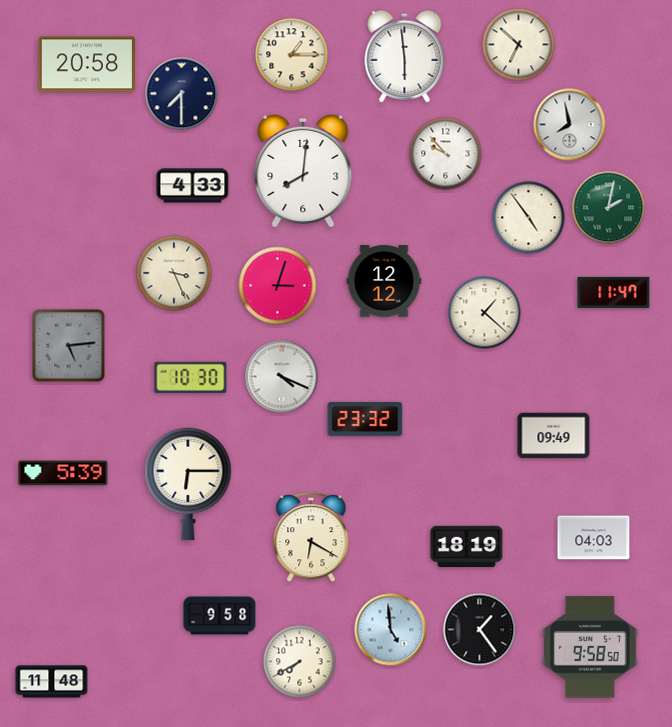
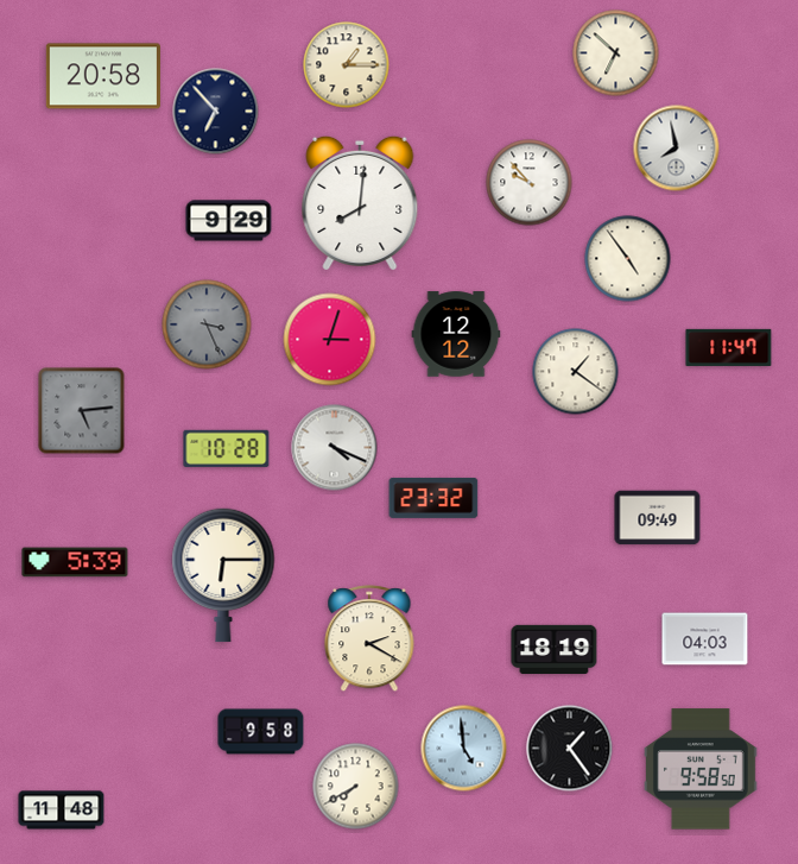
clock at (405, 56): 5:59 -> none
clock at (182, 94): 7:30 -> 6:53
clock at (193, 186): 4:33 -> 9:29
clock at (609, 208): 2:02 -> none
clock at (174, 273) dial: cream -> grey
clock at (485, 313): 1:22 -> 1:21
clock at (191, 377): 10:30 -> 10:28
clock at (311, 538): 6:20 -> 2:20
